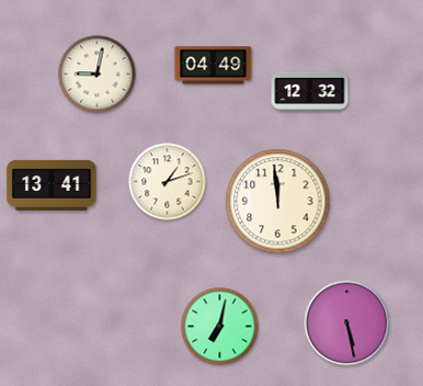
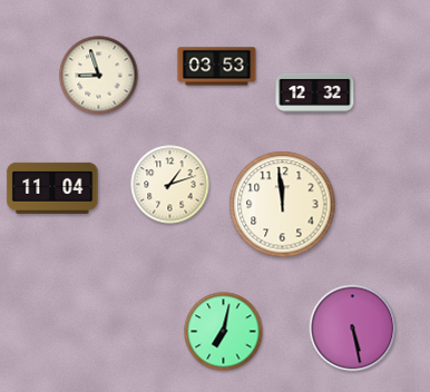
clock at (214, 66): 04:49 -> 03:53
clock at (98, 75): 9:02 -> 8:57
clock at (52, 185): 13:41 -> 11:04
